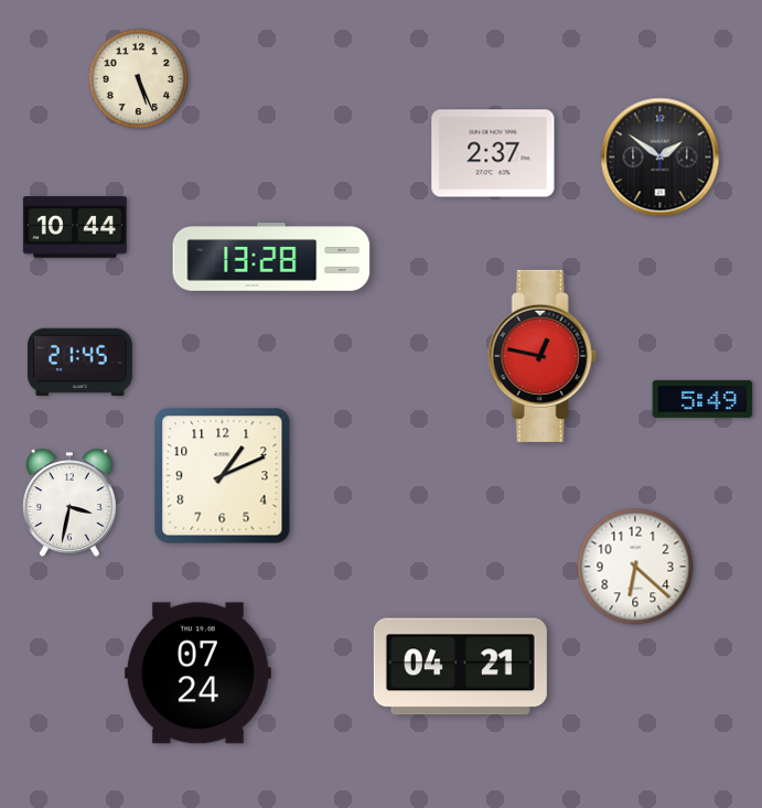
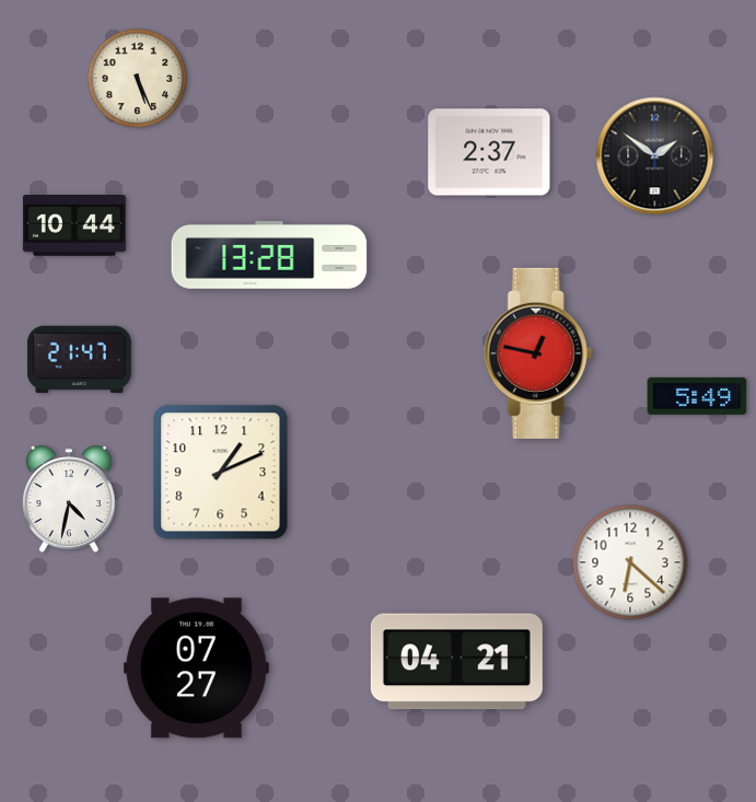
clock at (79, 363): 21:45 -> 21:47
clock at (71, 503): 3:32 -> 4:32
clock at (197, 674): 07:24 -> 07:27
